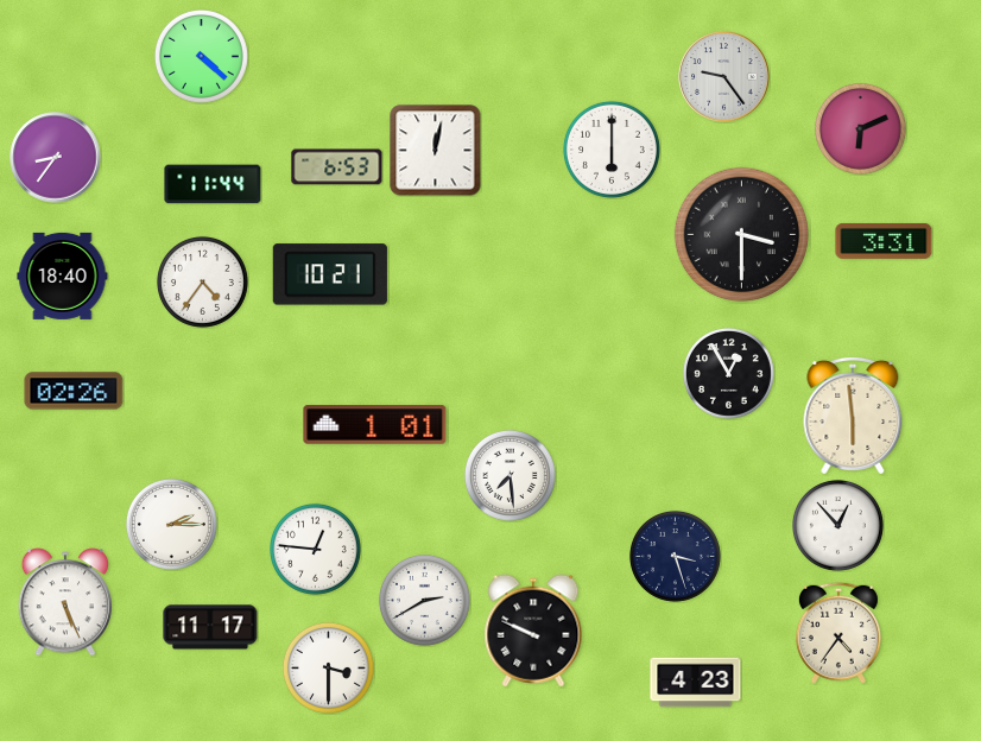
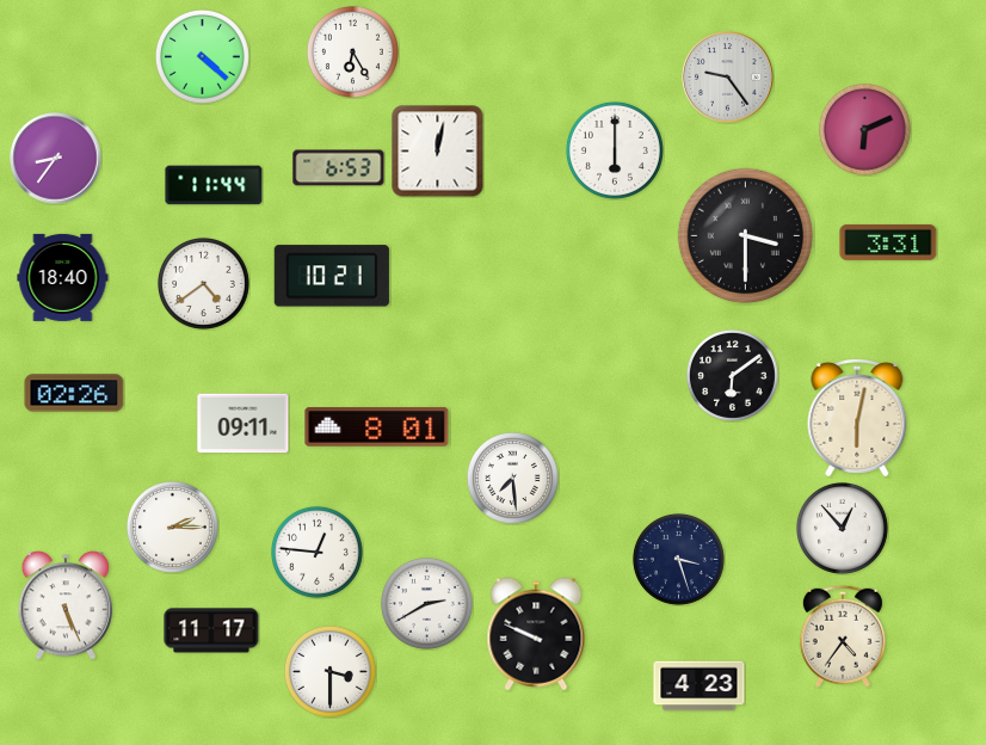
clock at (352, 51): none -> 6:25
clock at (202, 281): 4:36 -> 4:39
clock at (728, 373): 12:55 -> 6:09
clock at (853, 417): 5:59 -> 6:02
clock at (244, 424): none -> 09:11
clock at (375, 425): 1:01 -> 8:01
